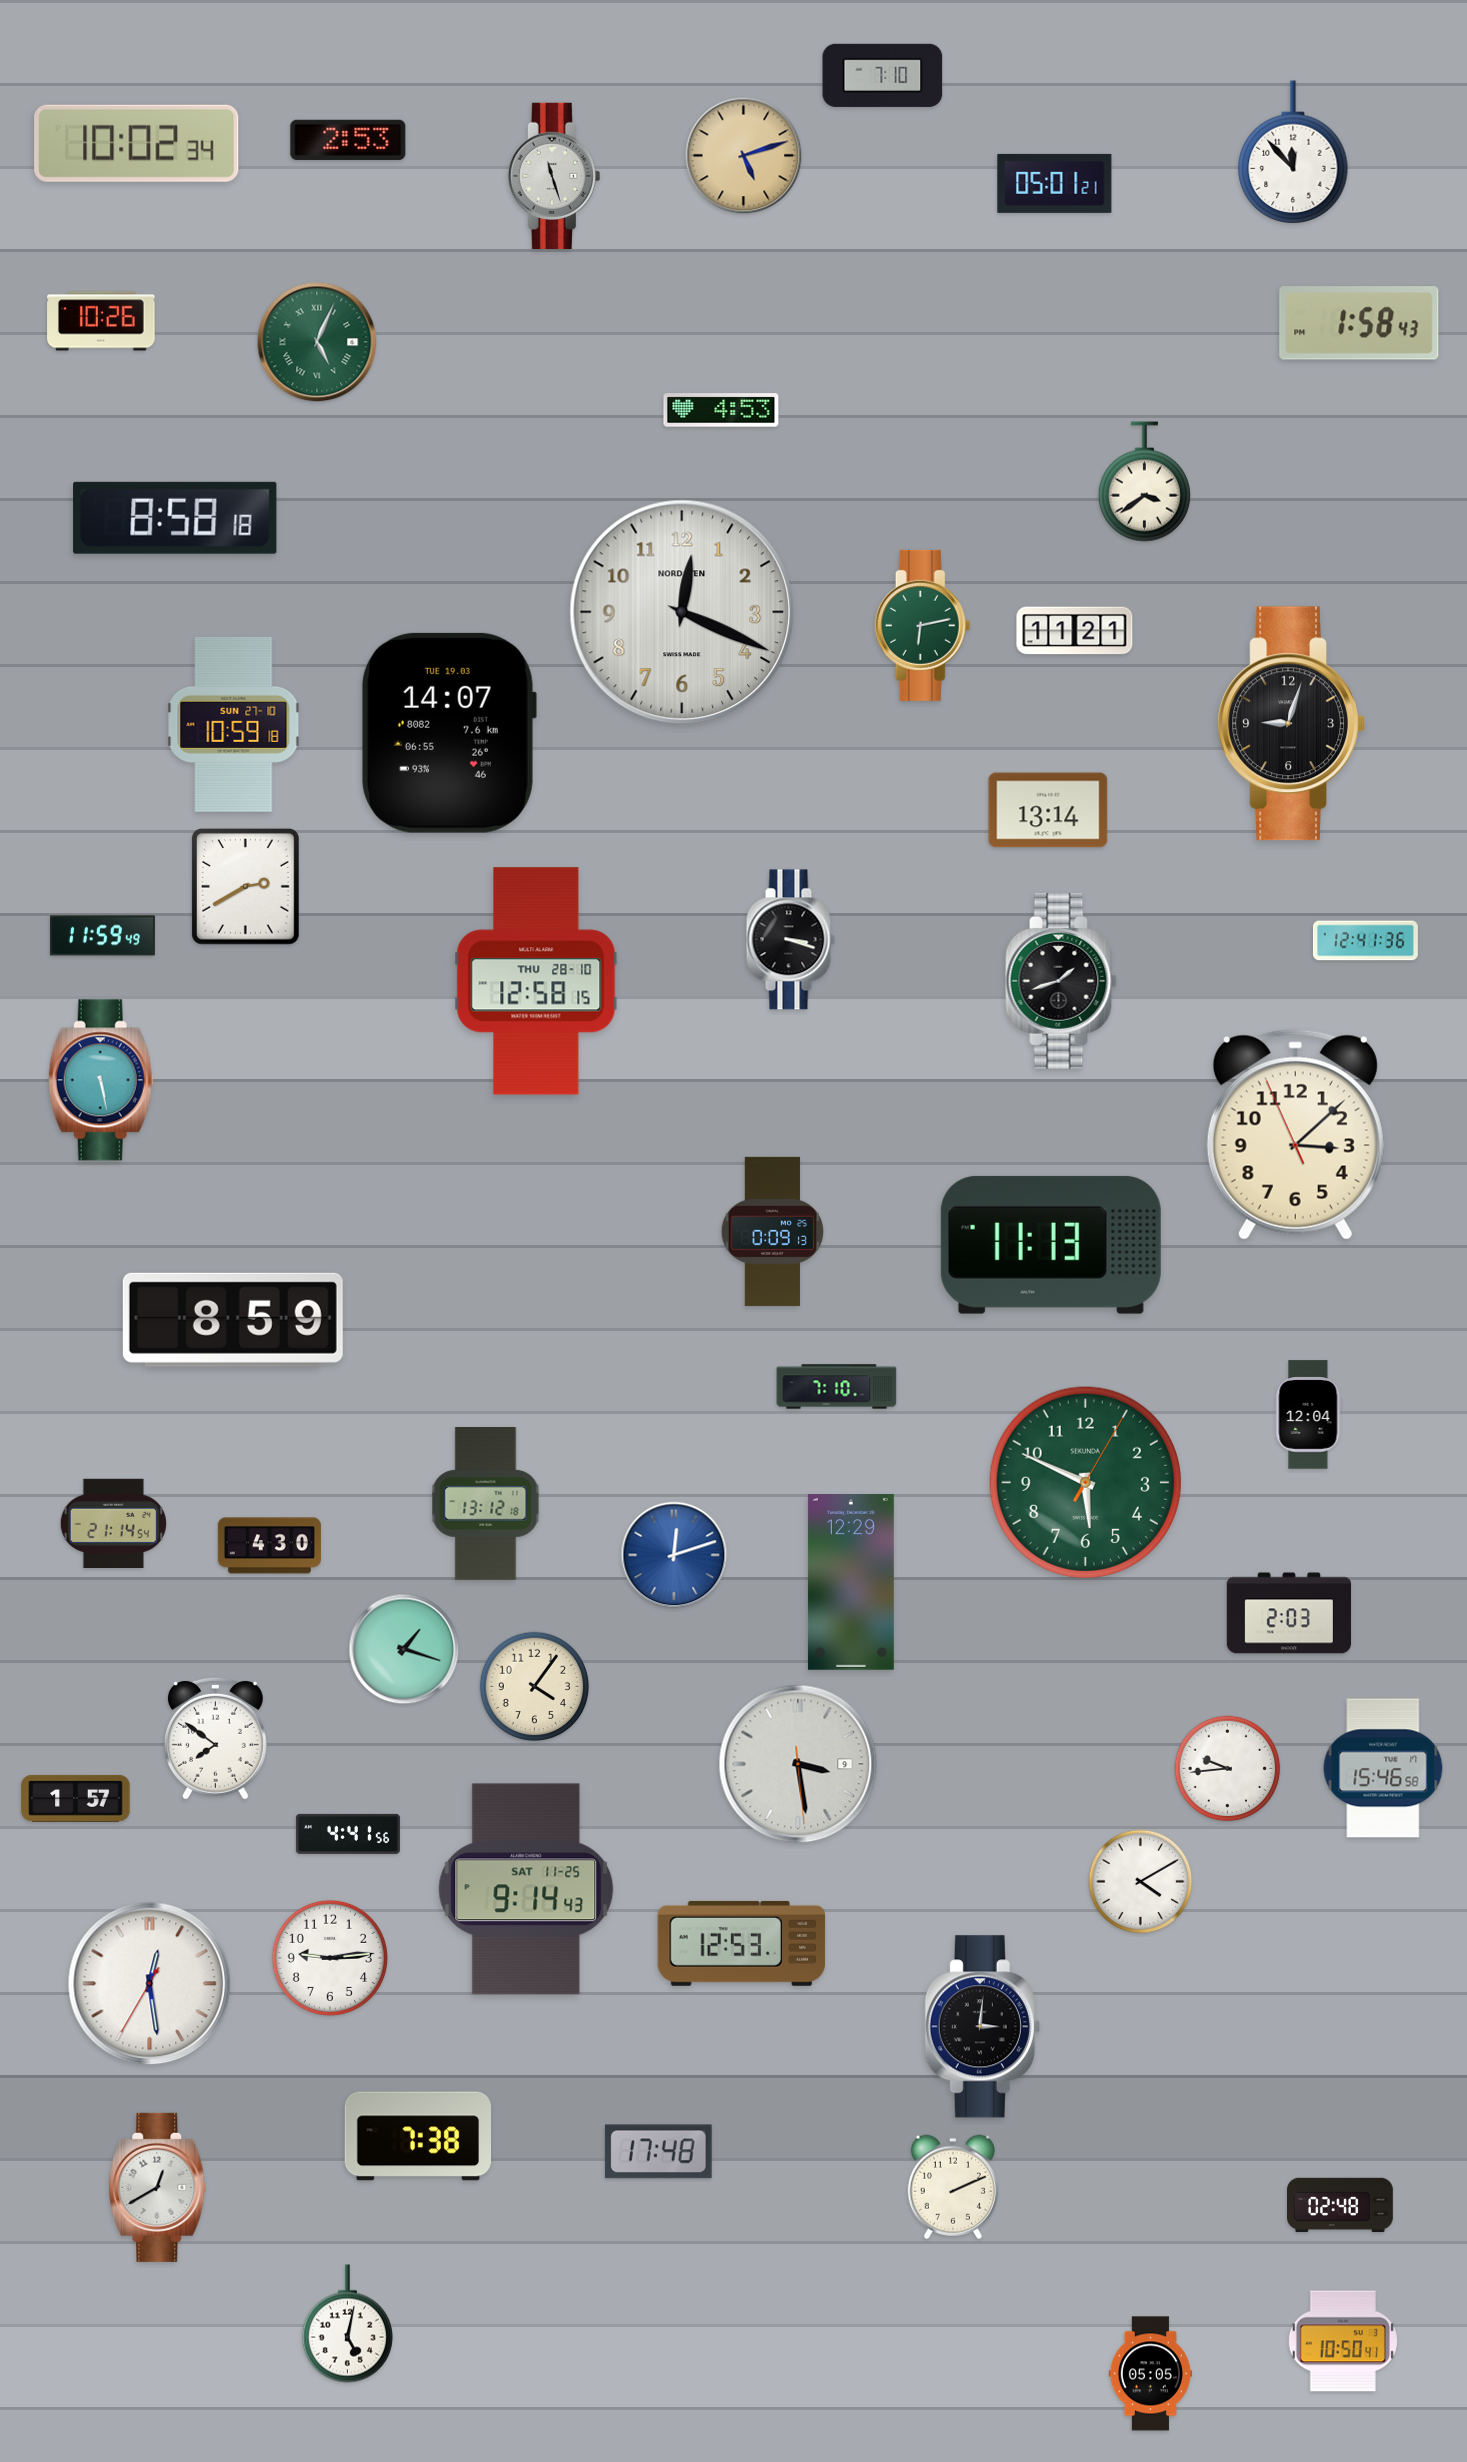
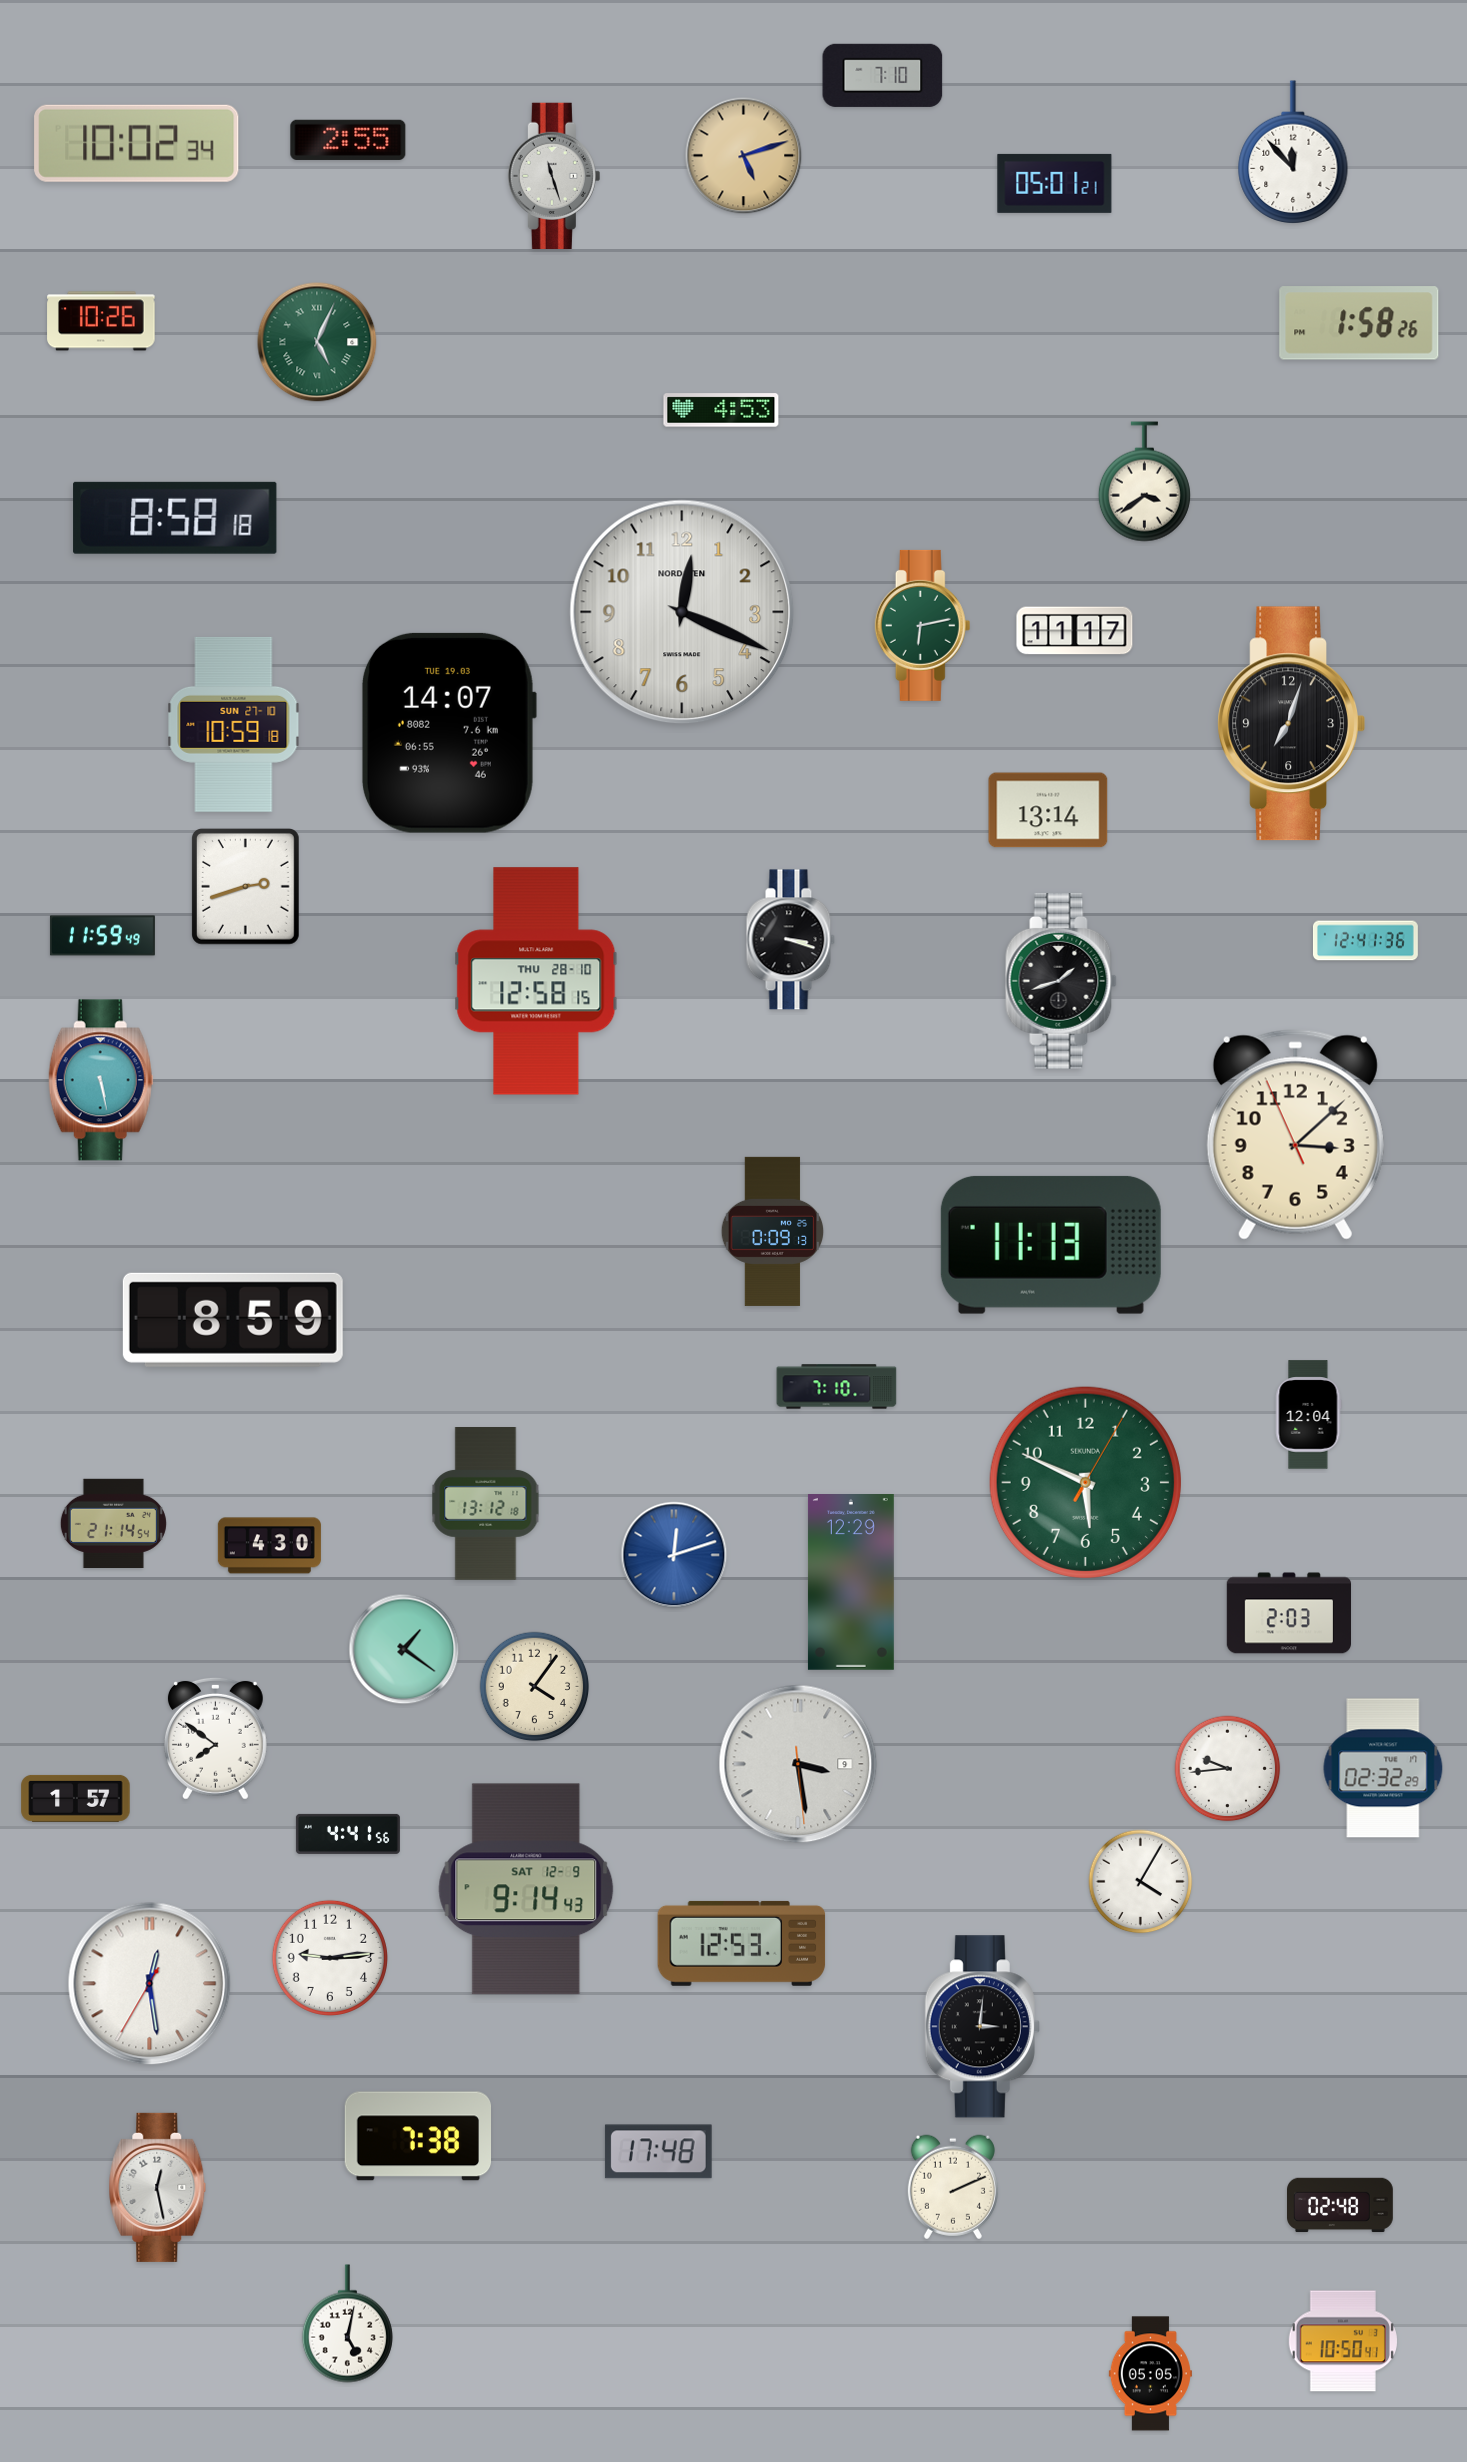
clock at (348, 140): 2:53 -> 2:55
clock at (1359, 323): 1:58:43 -> 1:58:26
clock at (1075, 631): 11:21 -> 11:17
clock at (1291, 724): 9:03 -> 7:03
clock at (245, 887): 2:40 -> 2:42
clock at (404, 1649): 1:18 -> 1:21
clock at (1383, 1768): 15:46 -> 02:32
clock at (1141, 1882): 4:10 -> 4:05
clock at (526, 1889) date: SAT 11-25 -> SAT 12-9
clock at (158, 2187): 12:40 -> 12:28
